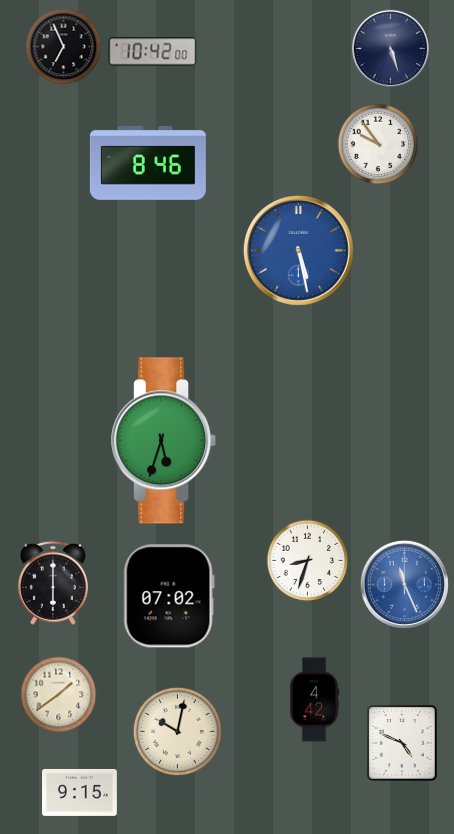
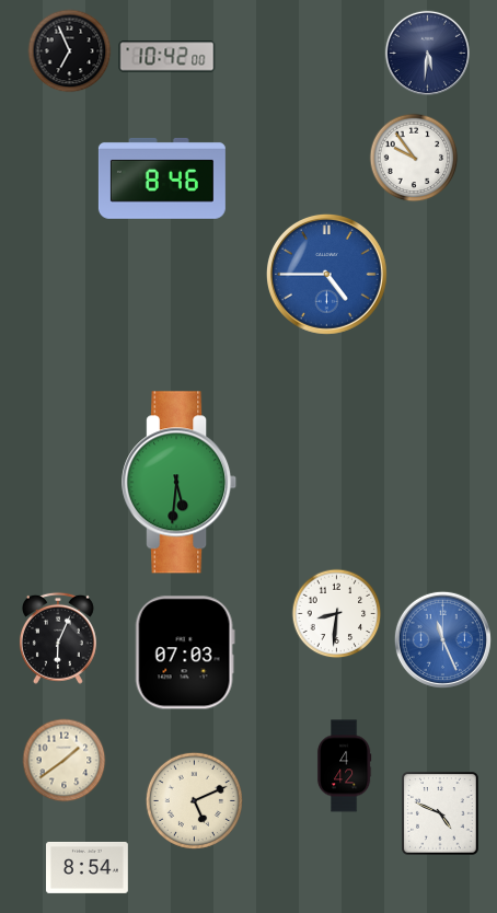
clock at (390, 48): 5:27 -> 5:31
clock at (298, 250): 5:28 -> 4:45
clock at (164, 441): 5:33 -> 5:31
clock at (308, 561): 8:33 -> 8:31
clock at (53, 583): 6:00 -> 6:04
clock at (169, 596): 07:02 -> 07:03
clock at (177, 731): 10:02 -> 5:11
clock at (80, 792): 9:15 -> 8:54
